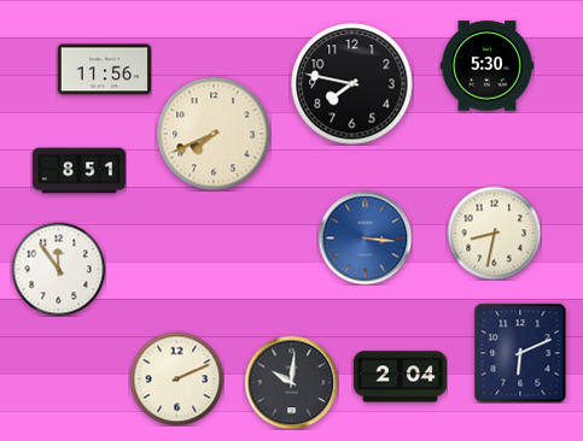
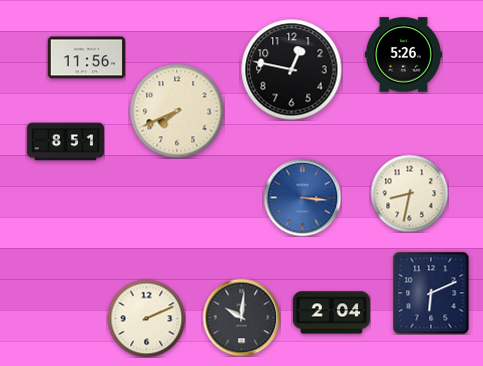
clock at (486, 66): 5:30 -> 5:26
clock at (352, 84): 7:47 -> 12:47
clock at (58, 269): 11:54 -> none
clock at (176, 378) position: (176, 378) -> (146, 318)
